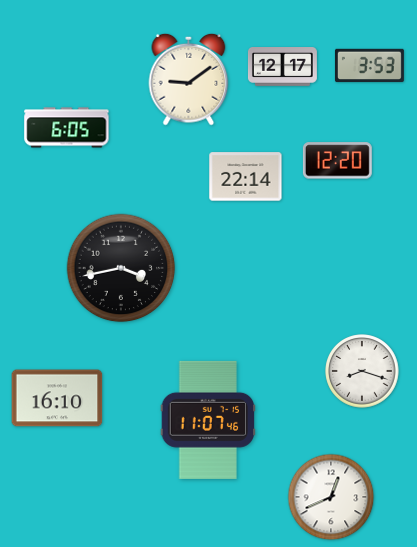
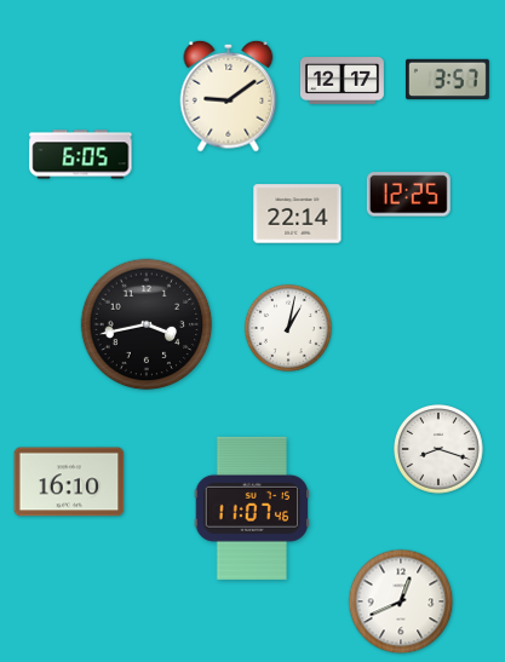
clock at (369, 66): 3:53 -> 3:57
clock at (337, 161): 12:20 -> 12:25
clock at (288, 328): none -> 1:02
